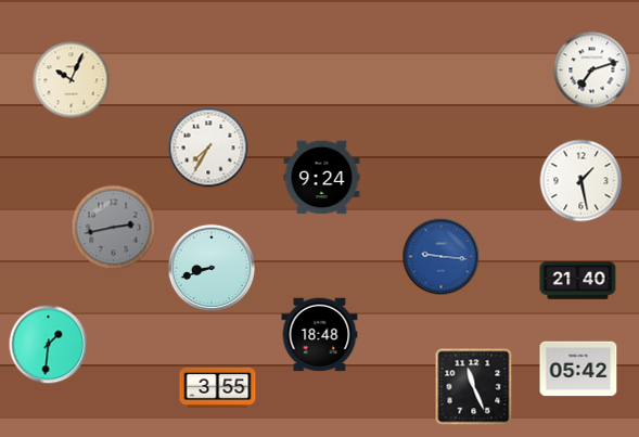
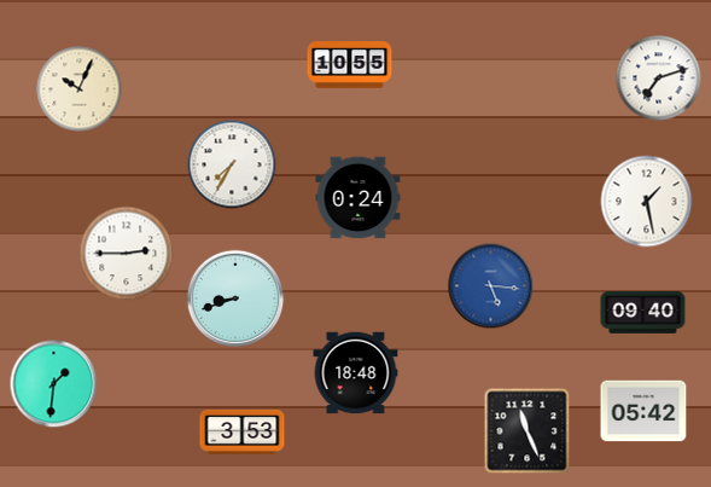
clock at (350, 65): none -> 10:55
clock at (322, 178): 9:24 -> 0:24
clock at (114, 228): 2:43 -> 2:45
clock at (114, 228) dial: grey -> white
clock at (442, 257): 9:16 -> 5:16
clock at (578, 281): 21:40 -> 09:40
clock at (218, 387): 3:55 -> 3:53
